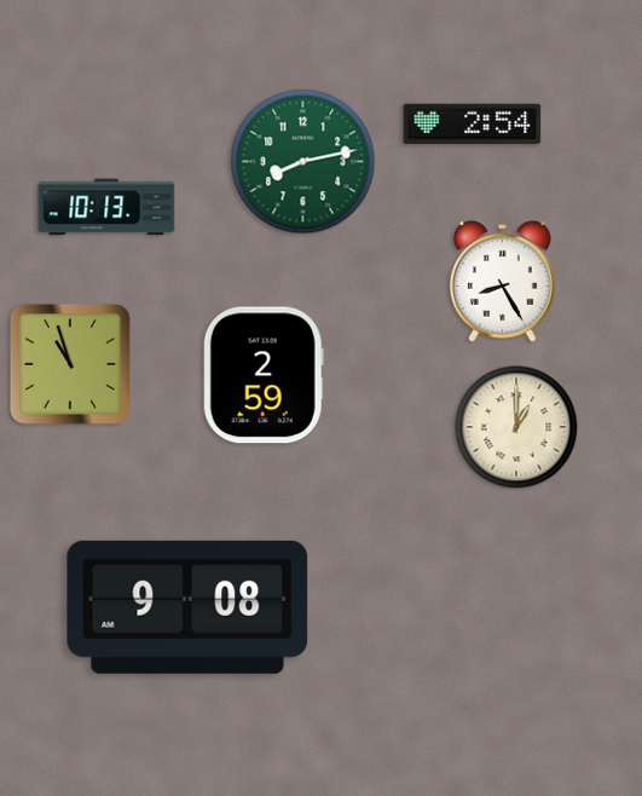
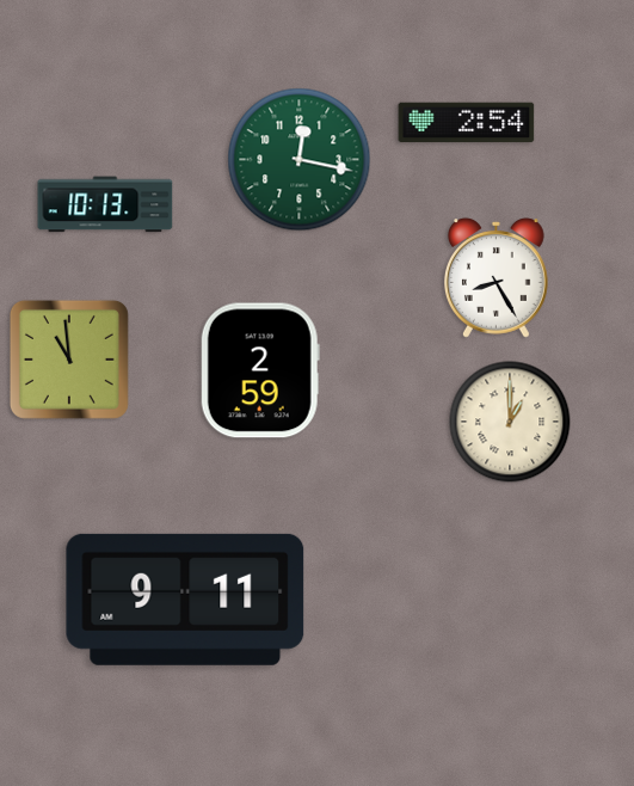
clock at (303, 162): 8:13 -> 12:17
clock at (70, 364): 10:57 -> 10:59
clock at (187, 607): 9:08 -> 9:11
